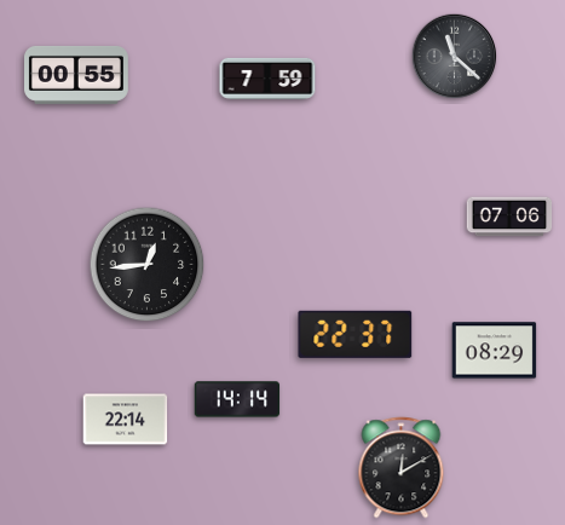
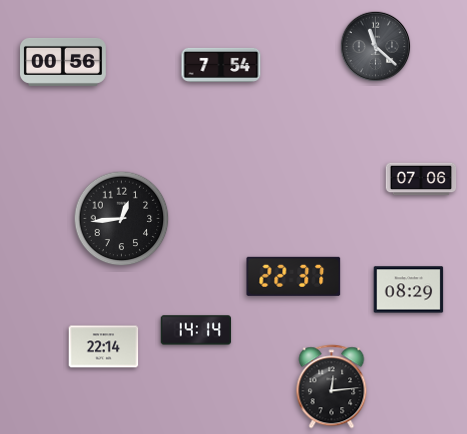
clock at (77, 75): 00:55 -> 00:56
clock at (267, 79): 7:59 -> 7:54
clock at (402, 468): 12:10 -> 12:14
